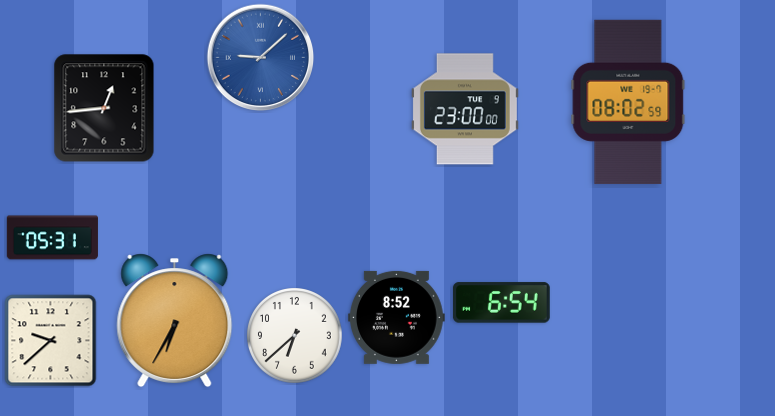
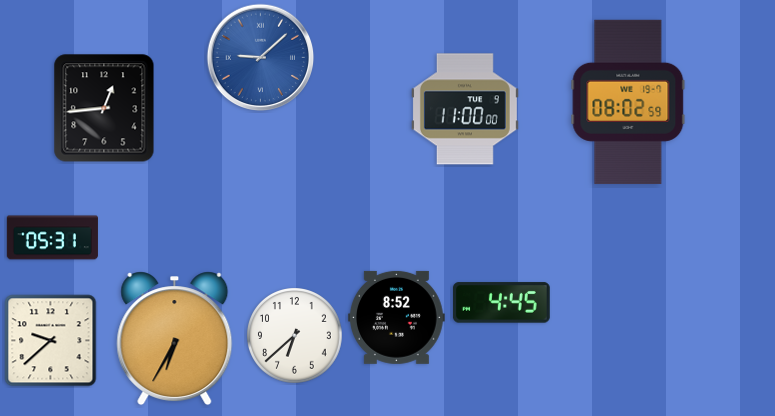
clock at (465, 109): 23:00 -> 11:00
clock at (501, 303): 6:54 -> 4:45
clock at (175, 321) position: (175, 321) -> (175, 339)
